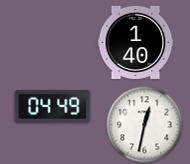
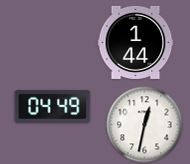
clock at (136, 42): 1:40 -> 1:44
